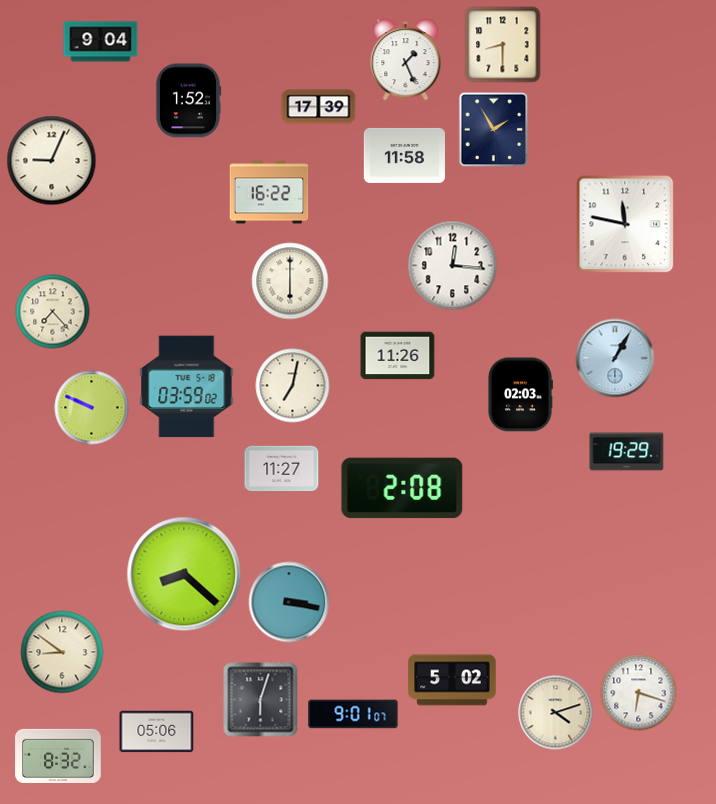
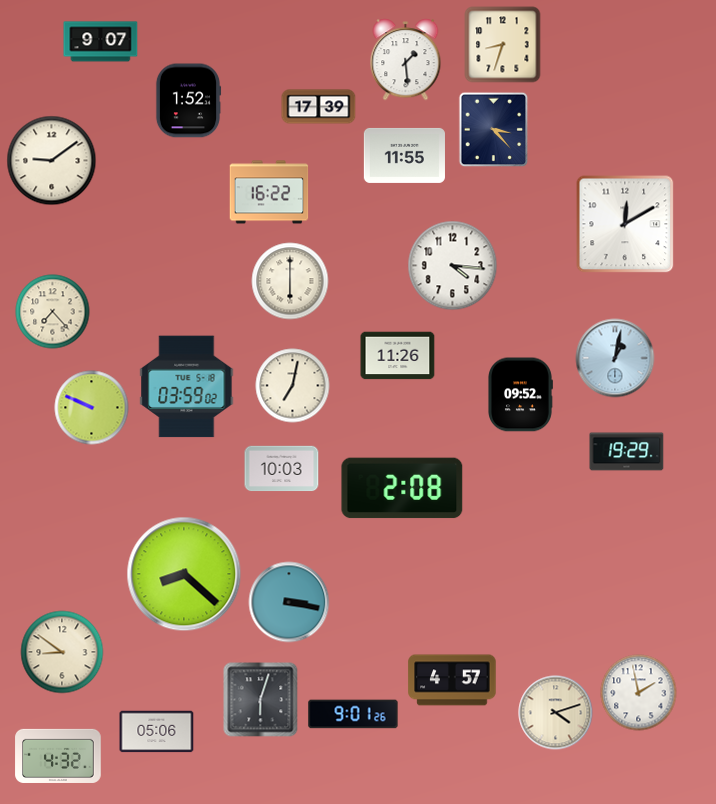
clock at (101, 42): 9:04 -> 9:07
clock at (503, 45): 8:30 -> 8:33
clock at (406, 60): 1:26 -> 1:29
clock at (494, 130): 1:55 -> 3:23
clock at (404, 155): 11:58 -> 11:55
clock at (52, 161): 9:04 -> 9:09
clock at (625, 224): 11:47 -> 12:10
clock at (453, 266): 12:16 -> 4:16
clock at (615, 358): 1:05 -> 1:02
clock at (520, 395): 02:03 -> 09:52
clock at (282, 469): 11:27 -> 10:03
clock at (452, 680): 5:02 -> 4:57
clock at (639, 693): 6:18 -> 1:58
clock at (353, 714): 9:01:07 -> 9:01:26
clock at (58, 756): 8:32 -> 4:32
